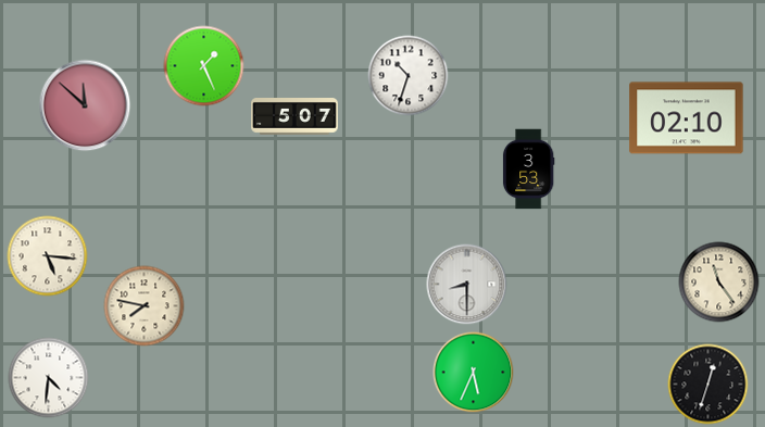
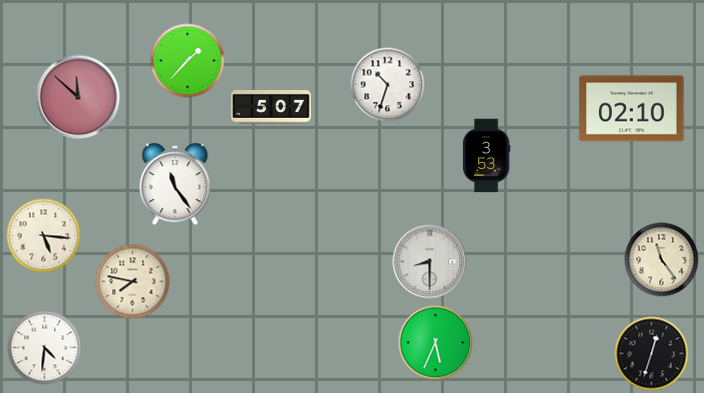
clock at (204, 66): 1:26 -> 1:37
clock at (409, 76) position: (409, 76) -> (388, 85)
clock at (175, 184): none -> 11:24
